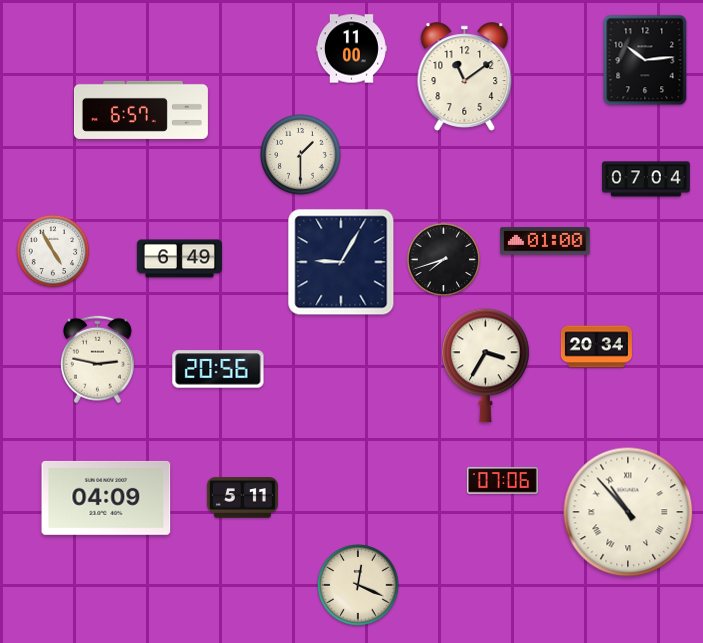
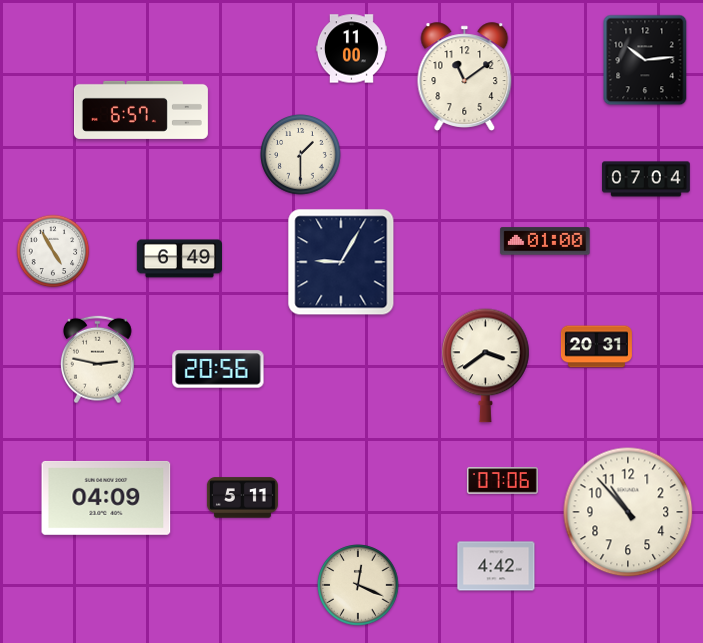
clock at (444, 260): 7:42 -> none
clock at (596, 347): 20:34 -> 20:31
clock at (486, 366): 3:35 -> 3:39
clock at (628, 512) numerals: Roman -> Arabic
clock at (496, 566): none -> 4:42
